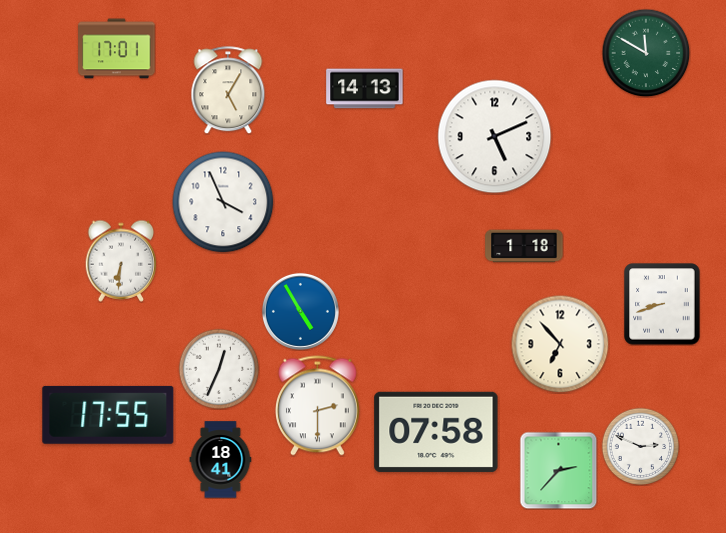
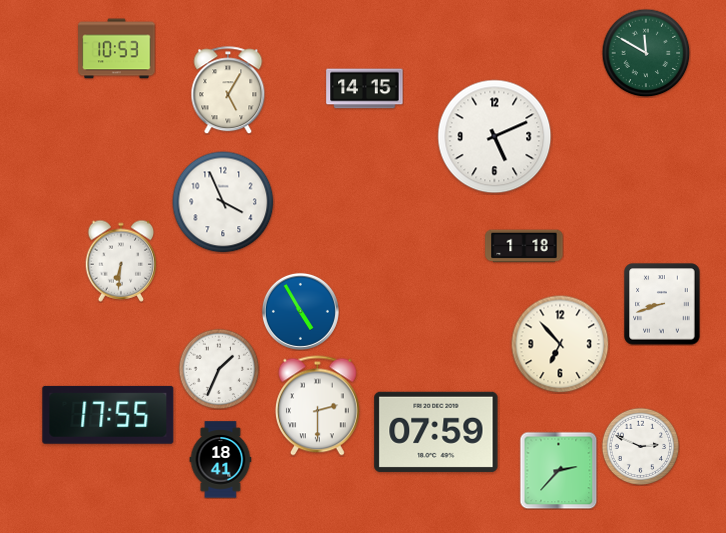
clock at (117, 49): 17:01 -> 10:53
clock at (365, 89): 14:13 -> 14:15
clock at (219, 369): 12:34 -> 1:34
clock at (436, 432): 07:58 -> 07:59
